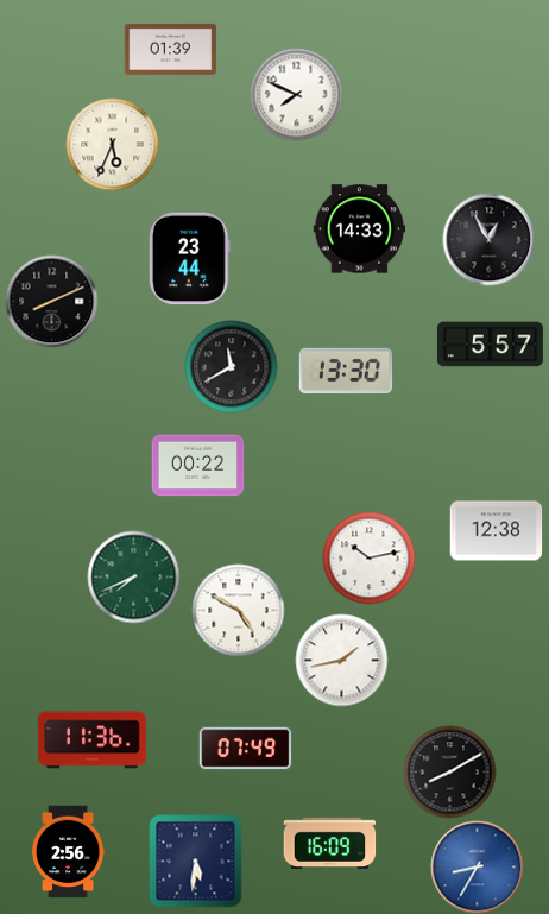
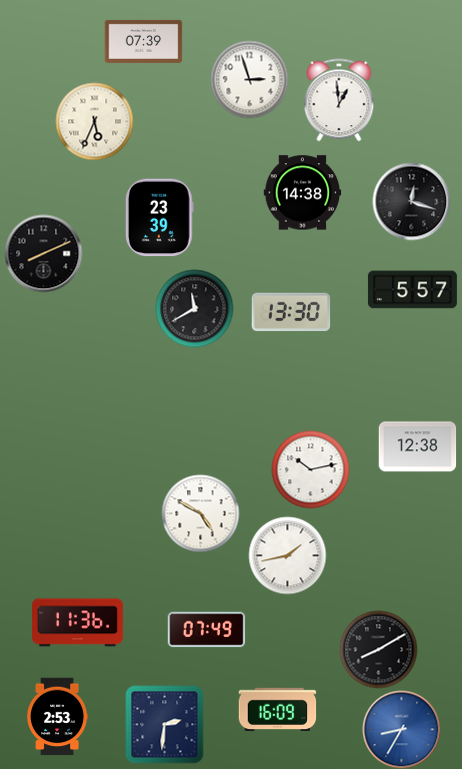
clock at (170, 49): 01:39 -> 07:39
clock at (296, 94): 7:49 -> 2:57
clock at (339, 100): none -> 12:59
clock at (359, 229): 14:33 -> 14:38
clock at (488, 239): 12:55 -> 12:18
clock at (190, 258): 23:44 -> 23:39
clock at (197, 466): 00:22 -> none
clock at (133, 576): 7:41 -> none
clock at (69, 851): 2:56 -> 2:53
clock at (195, 861): 5:31 -> 2:31
